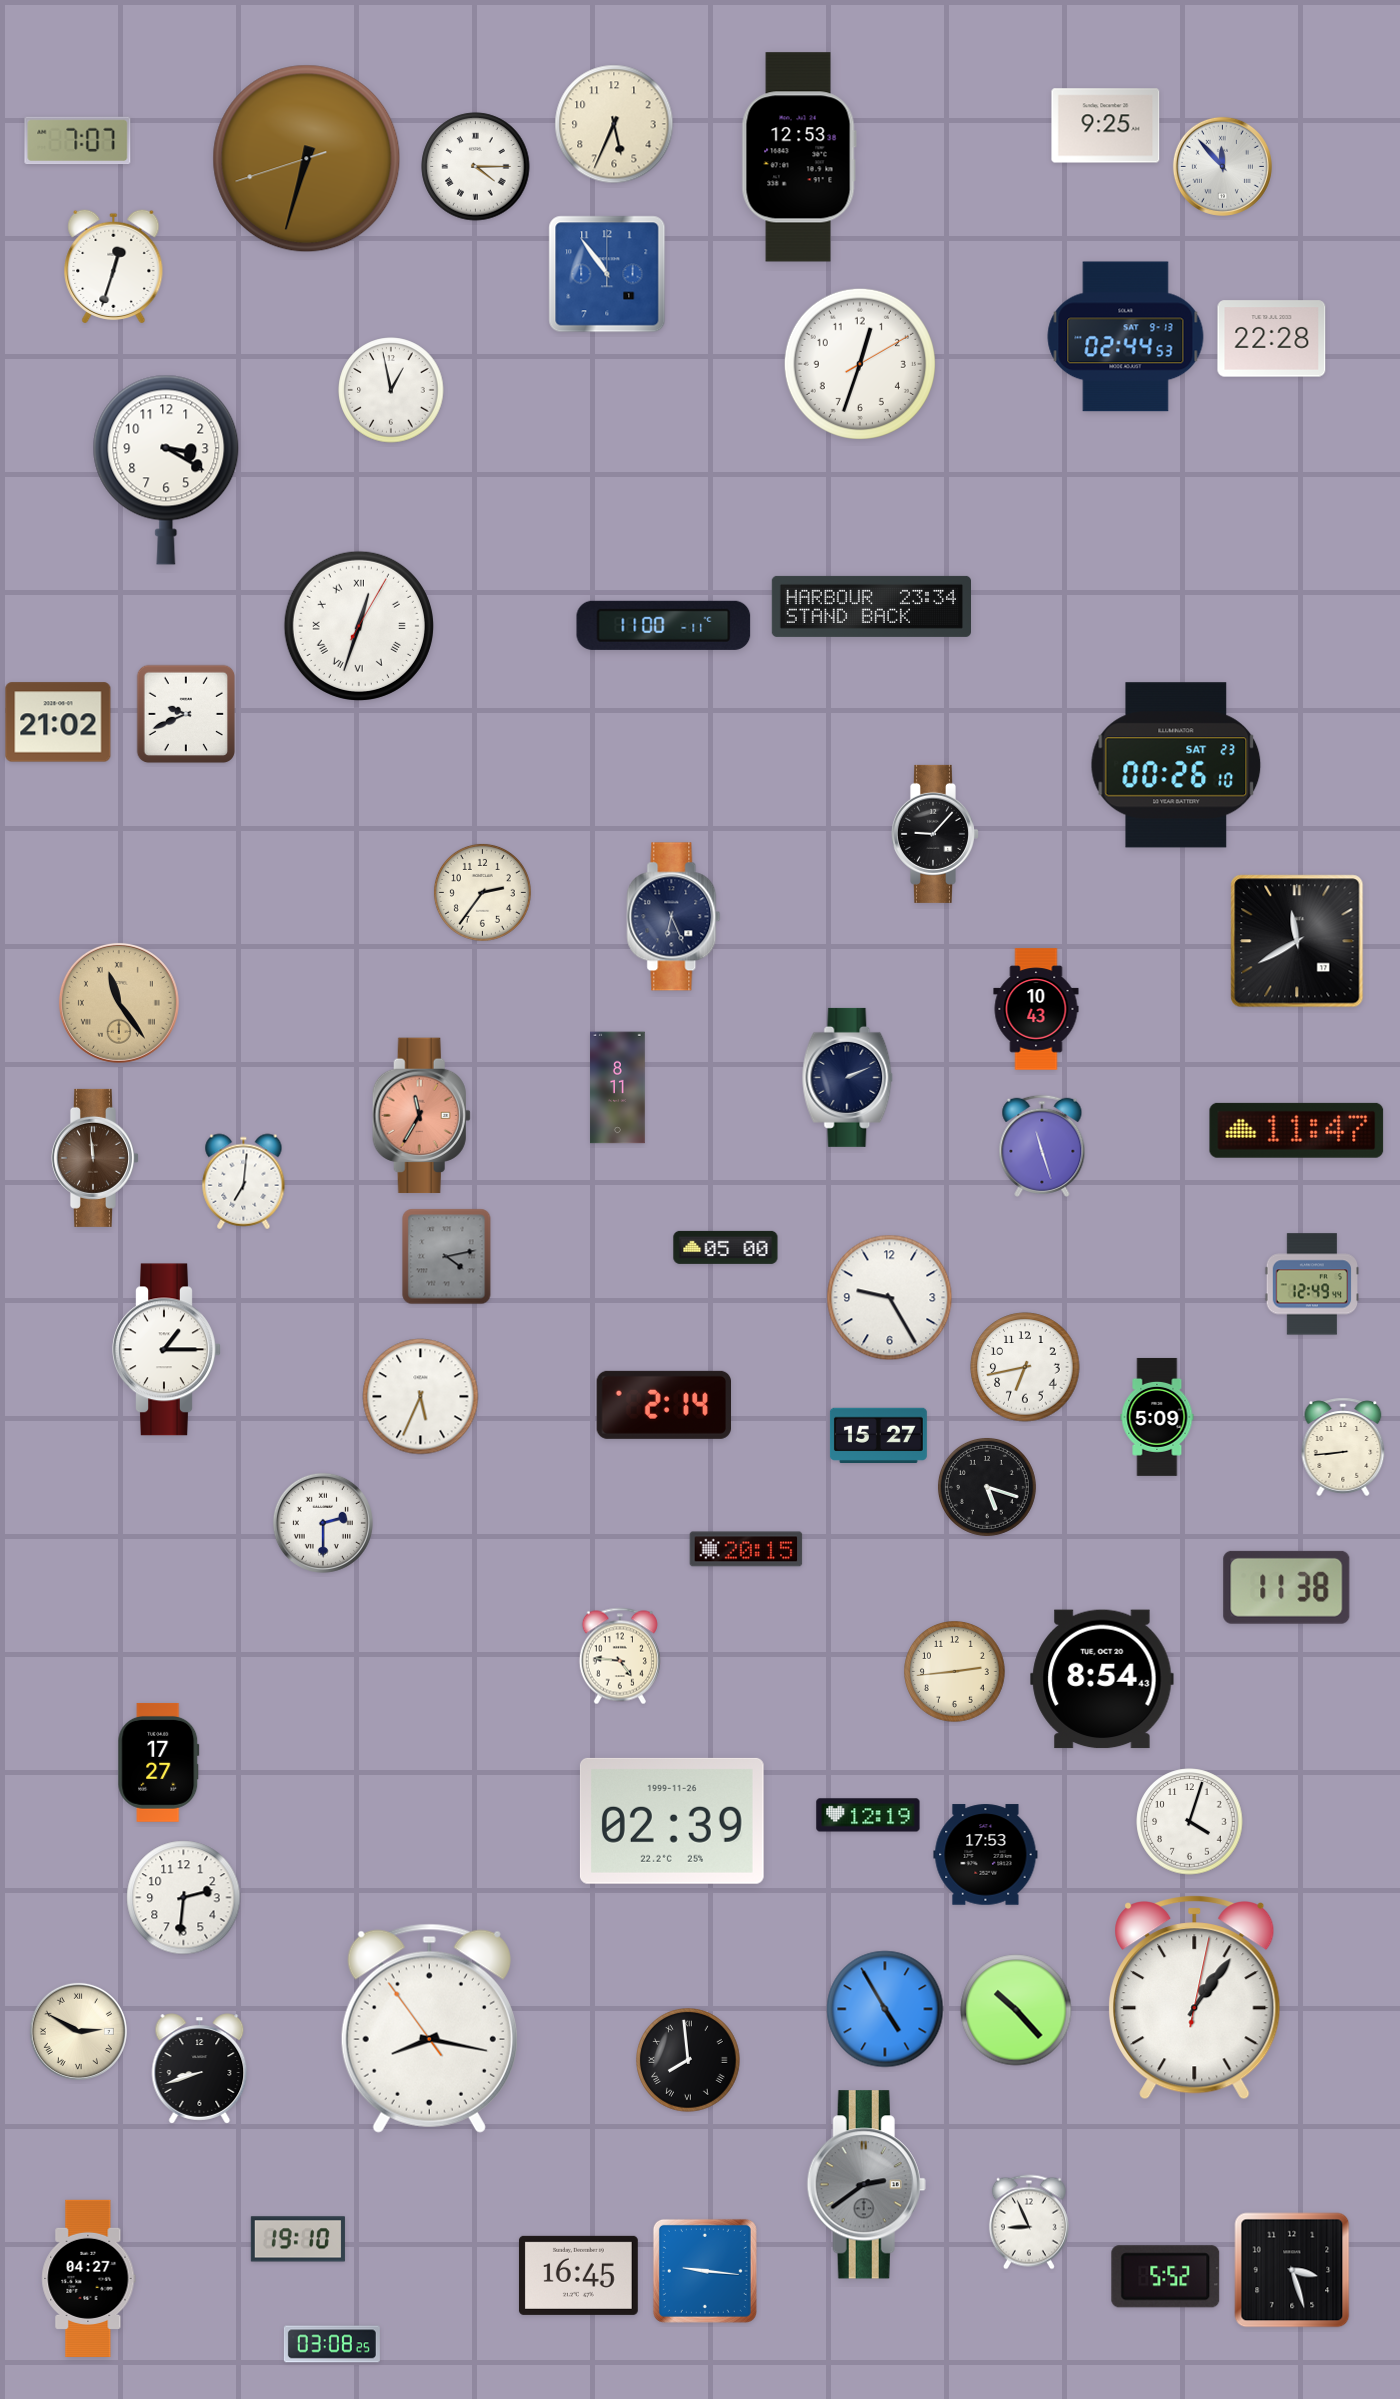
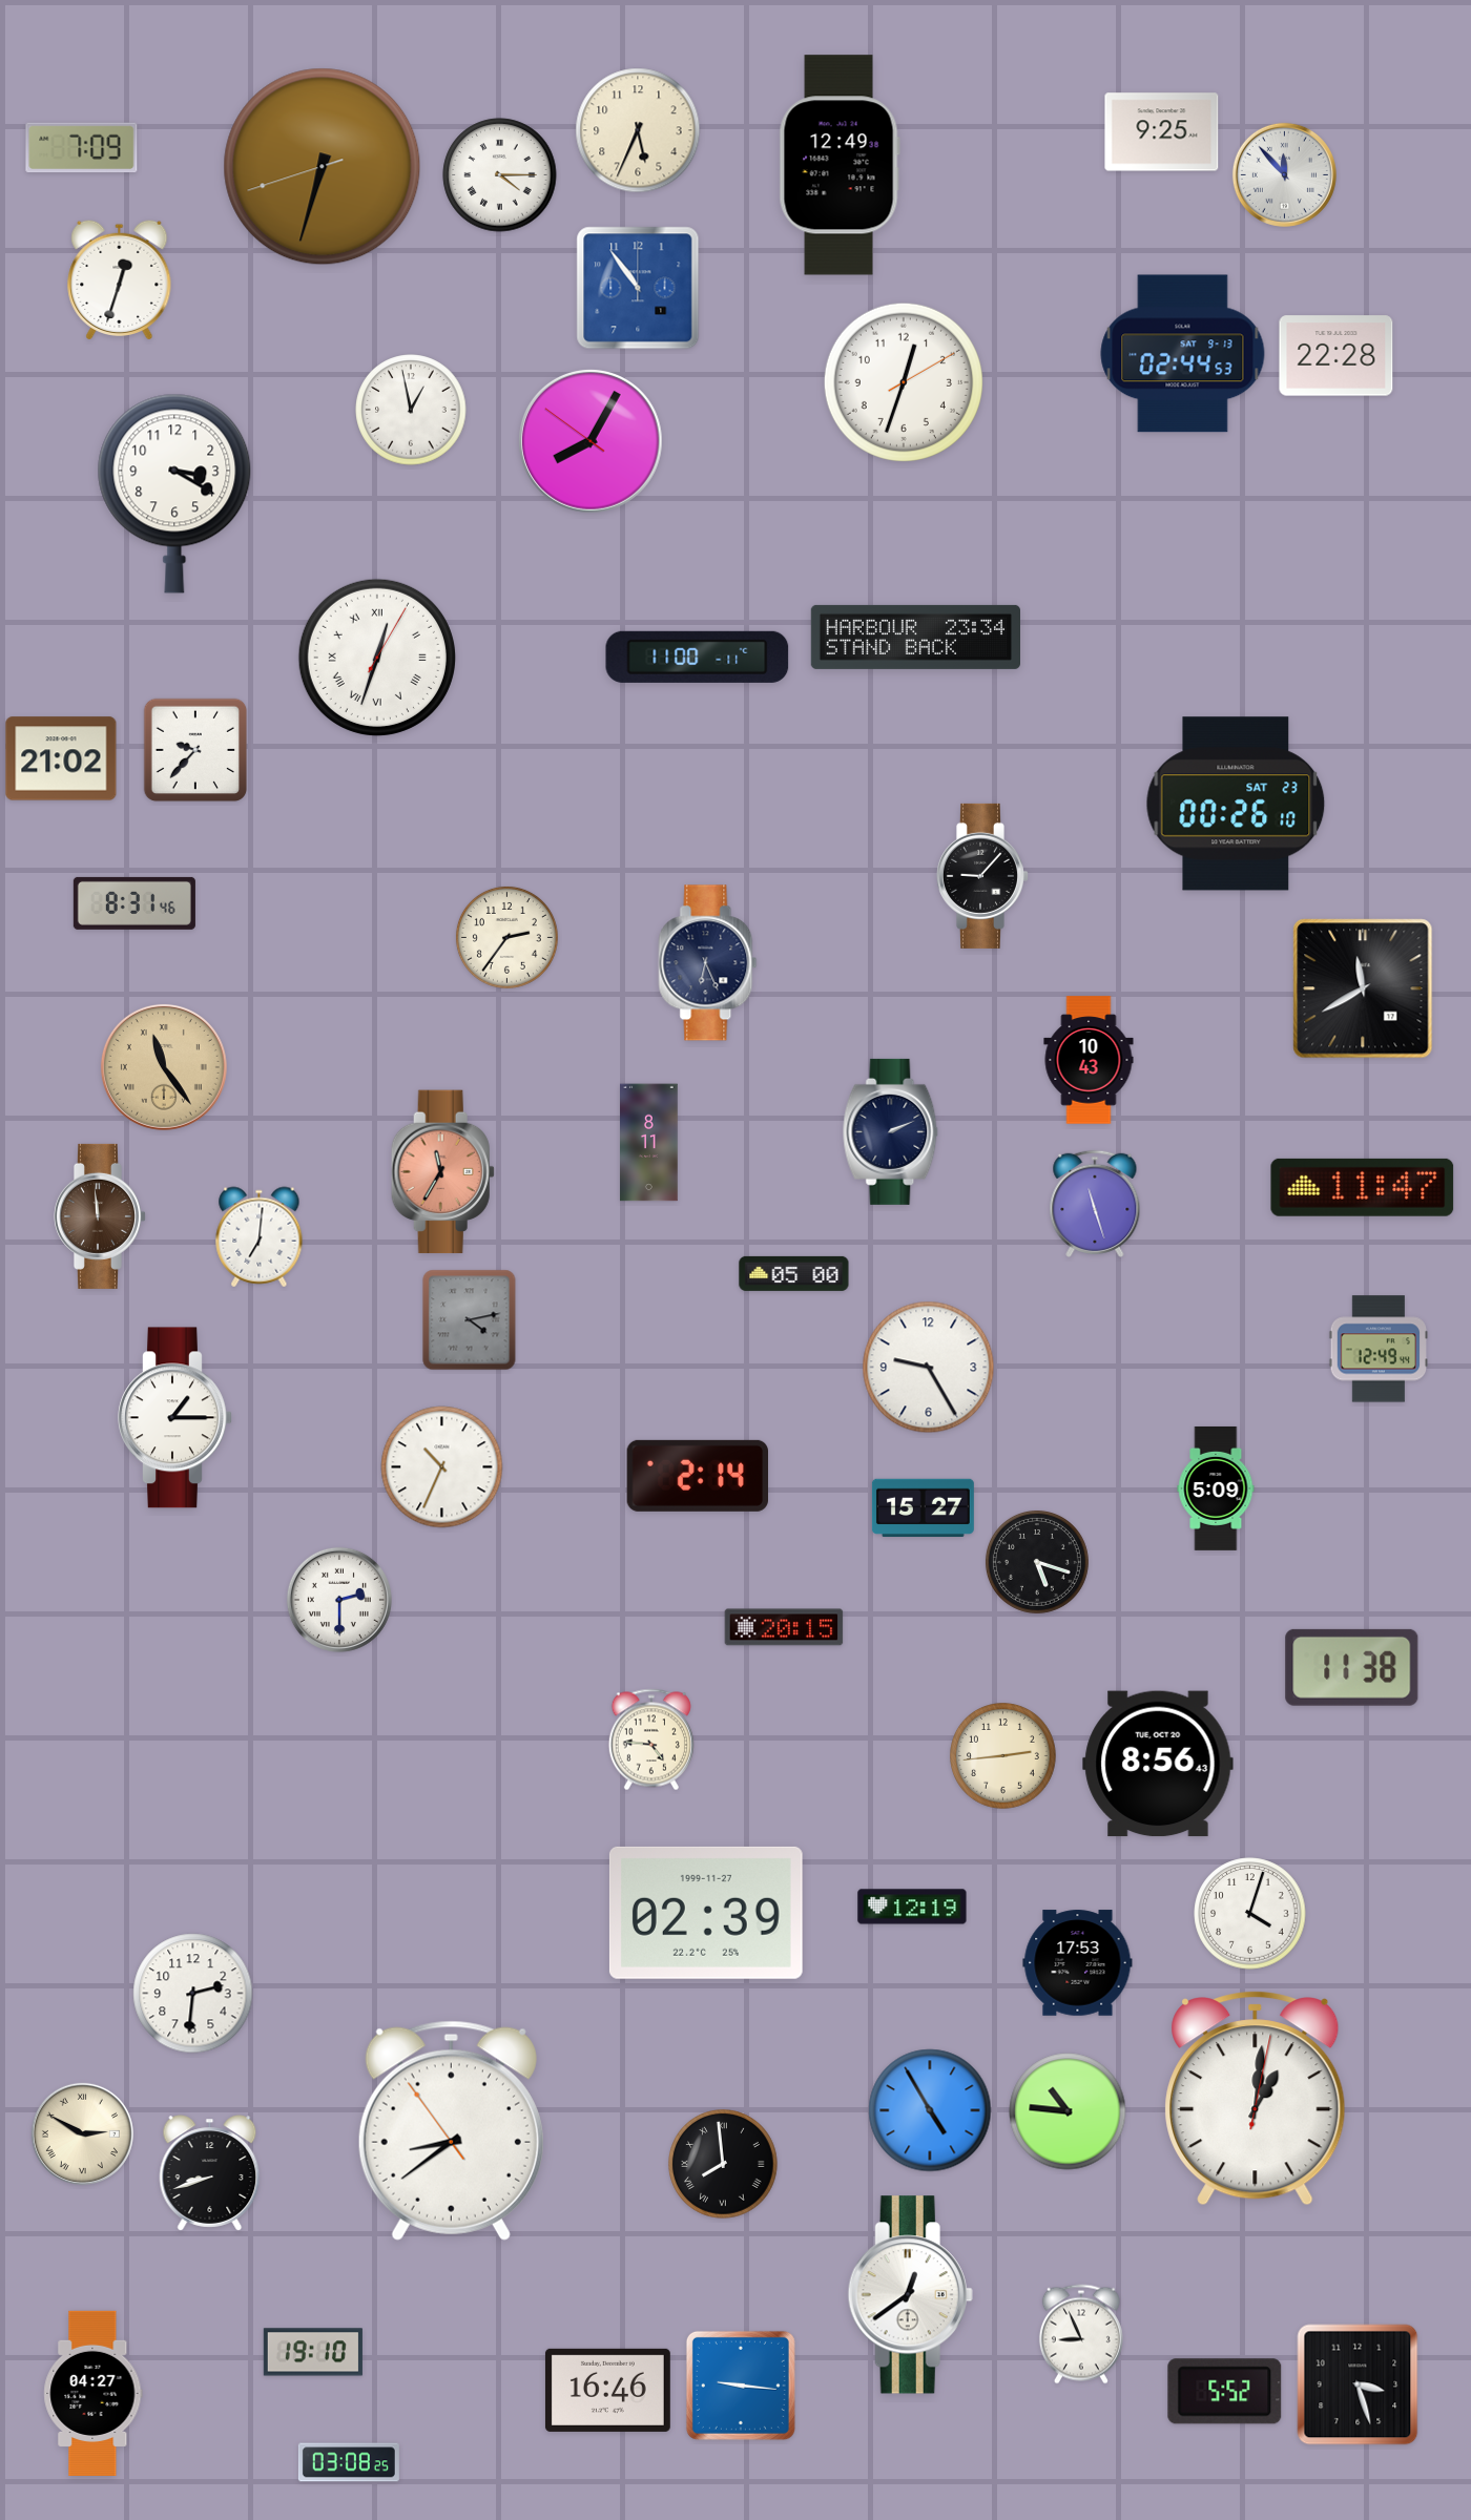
clock at (614, 124) position: (614, 124) -> (638, 130)
clock at (78, 141): 7:07 -> 7:09
clock at (799, 157): 12:53 -> 12:49
clock at (592, 442): none -> 8:04
clock at (186, 714): 9:41 -> 9:37
clock at (134, 903): none -> 8:31
clock at (119, 1003) position: (119, 1003) -> (164, 1067)
clock at (244, 1182) position: (244, 1182) -> (260, 1237)
clock at (726, 1247) position: (726, 1247) -> (794, 1273)
clock at (890, 1298) position: (890, 1298) -> (929, 1368)
clock at (1025, 1367): 6:43 -> none
clock at (421, 1397): 5:34 -> 10:34
clock at (1343, 1447): 8:44 -> none
clock at (1102, 1679): 8:54 -> 8:56
clock at (159, 1762): 17:27 -> none
clock at (672, 1821) date: 1999-11-26 -> 1999-11-27
clock at (986, 1855) position: (986, 1855) -> (1078, 1963)
clock at (1195, 1998): 1:06 -> 1:01
clock at (1016, 2010): 10:23 -> 10:46
clock at (429, 2028): 8:16 -> 8:38
clock at (866, 2185): 2:39 -> 12:39
clock at (866, 2185) dial: grey -> white
clock at (578, 2275): 16:45 -> 16:46
